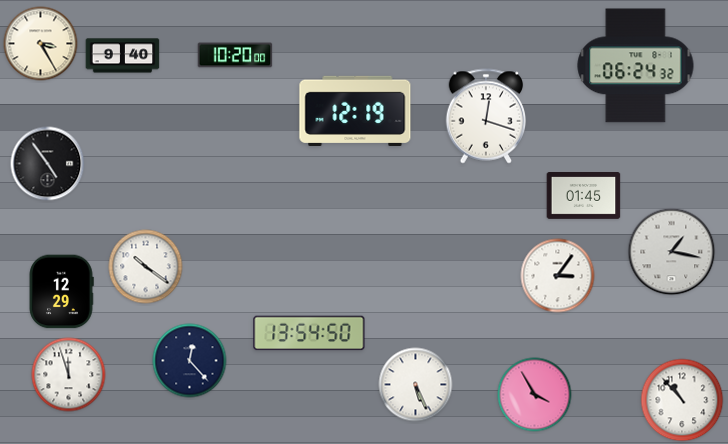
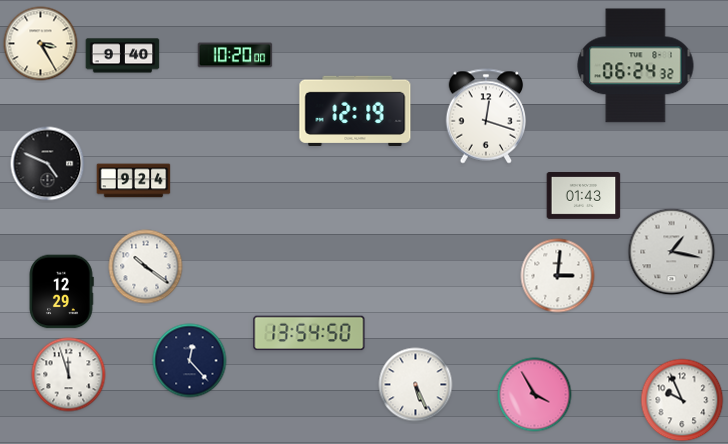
clock at (48, 164): 4:54 -> 4:49
clock at (134, 181): none -> 9:24
clock at (584, 196): 01:45 -> 01:43
clock at (558, 276): 3:06 -> 3:01
clock at (682, 400): 10:53 -> 9:56
